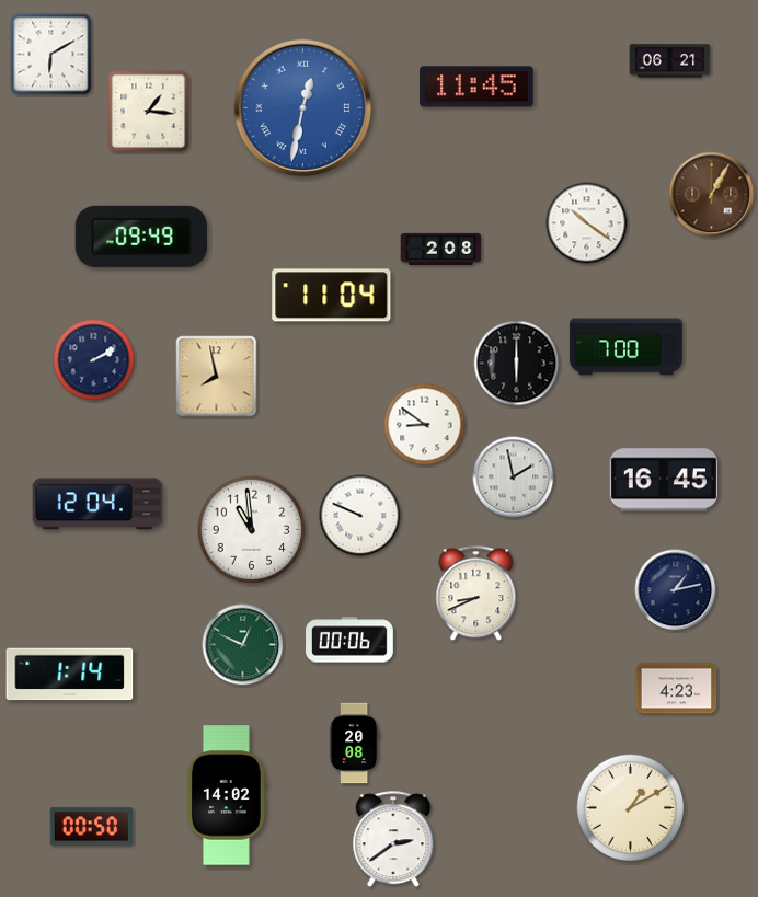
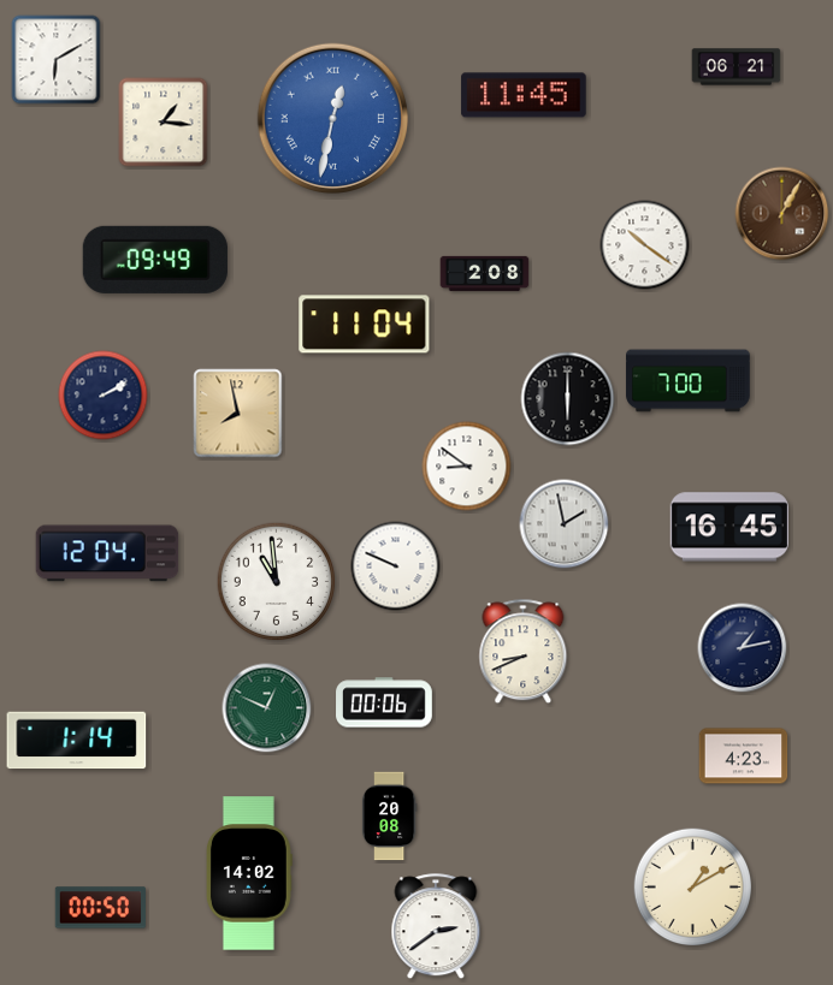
clock at (393, 840) position: (393, 840) -> (436, 927)
